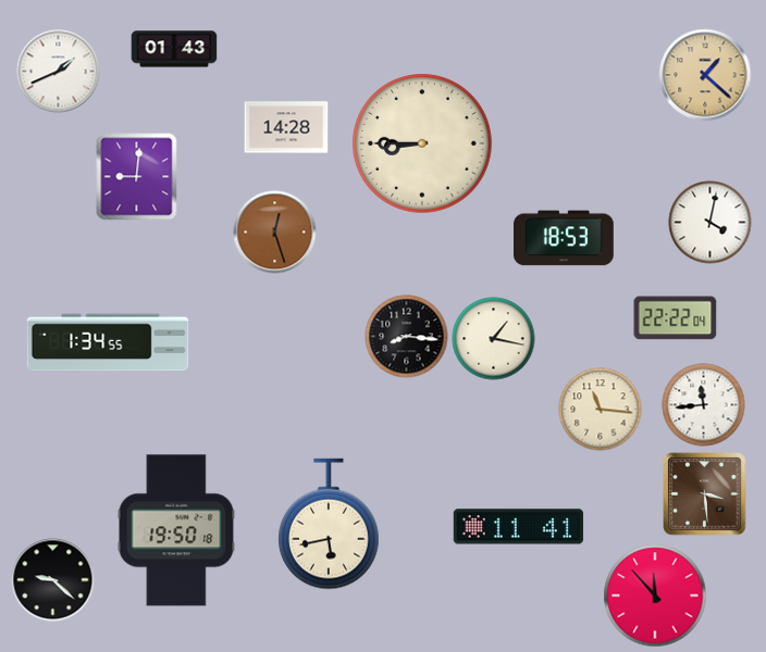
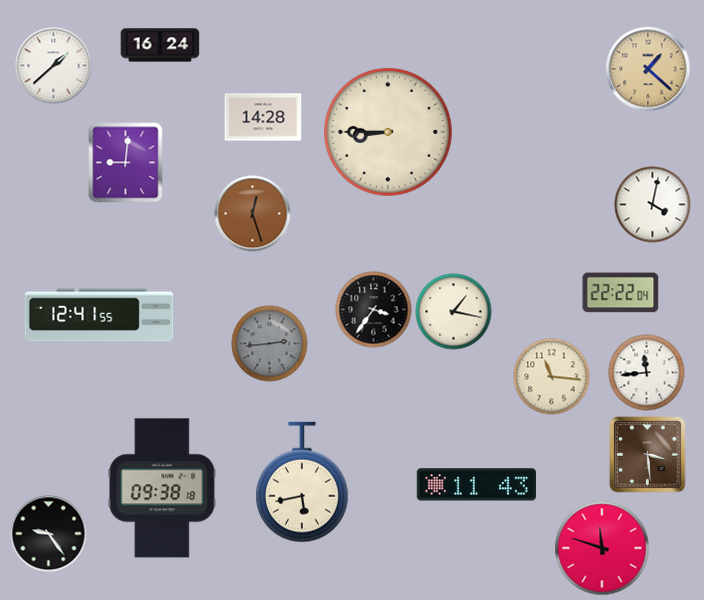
clock at (174, 49): 01:43 -> 16:24
clock at (59, 72): 1:41 -> 1:38
clock at (564, 238): 18:53 -> none
clock at (407, 337): 8:16 -> 3:36
clock at (108, 342): 1:34 -> 12:41
clock at (270, 344): none -> 2:44
clock at (518, 527): 11:41 -> 11:43
clock at (176, 530): 19:50 -> 09:38
clock at (53, 580): 9:22 -> 9:24
clock at (655, 595): 11:53 -> 11:48
